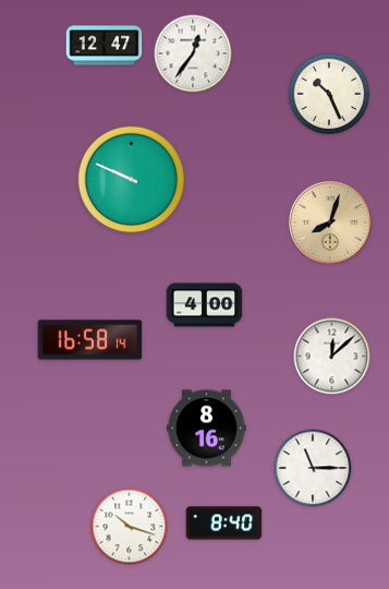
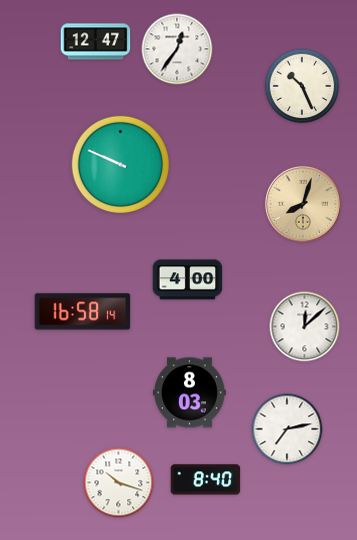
clock at (206, 429): 8:16 -> 8:03
clock at (313, 468): 11:15 -> 7:13
